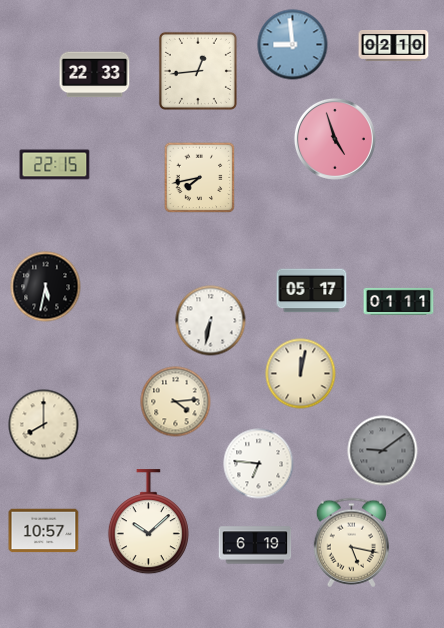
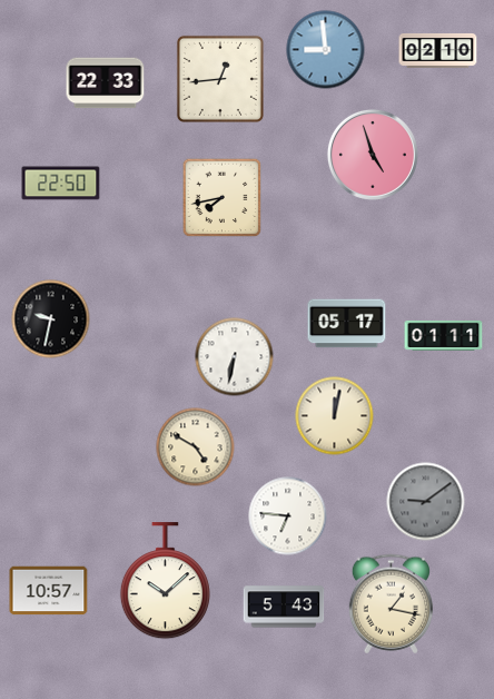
clock at (55, 165): 22:15 -> 22:50
clock at (46, 287): 5:32 -> 9:32
clock at (176, 402): 4:14 -> 4:50
clock at (44, 425): 8:00 -> none
clock at (351, 543): 5:17 -> 1:17
clock at (255, 545): 6:19 -> 5:43
